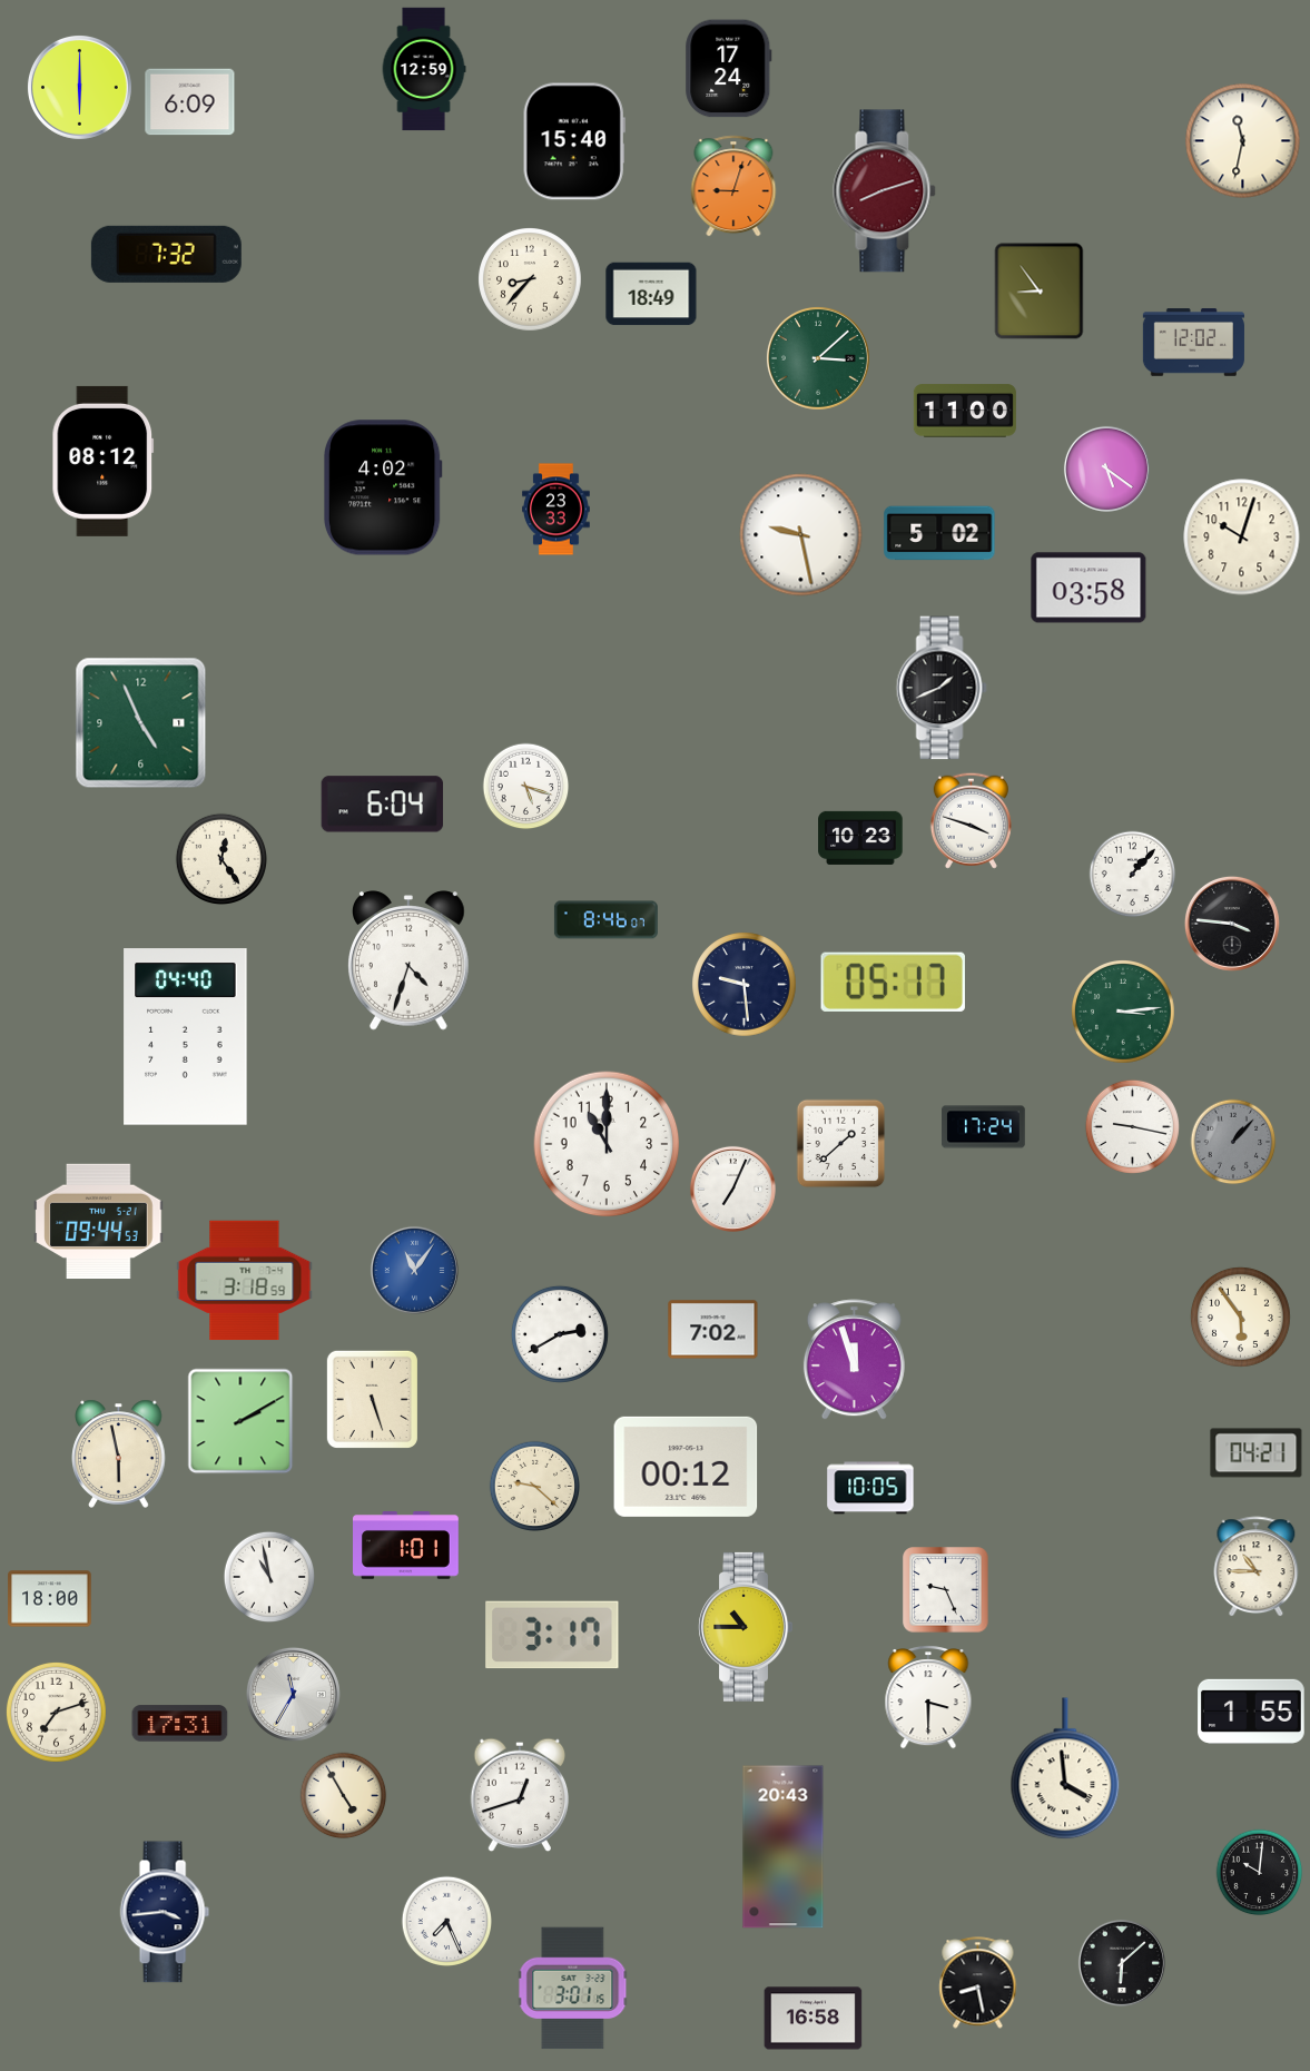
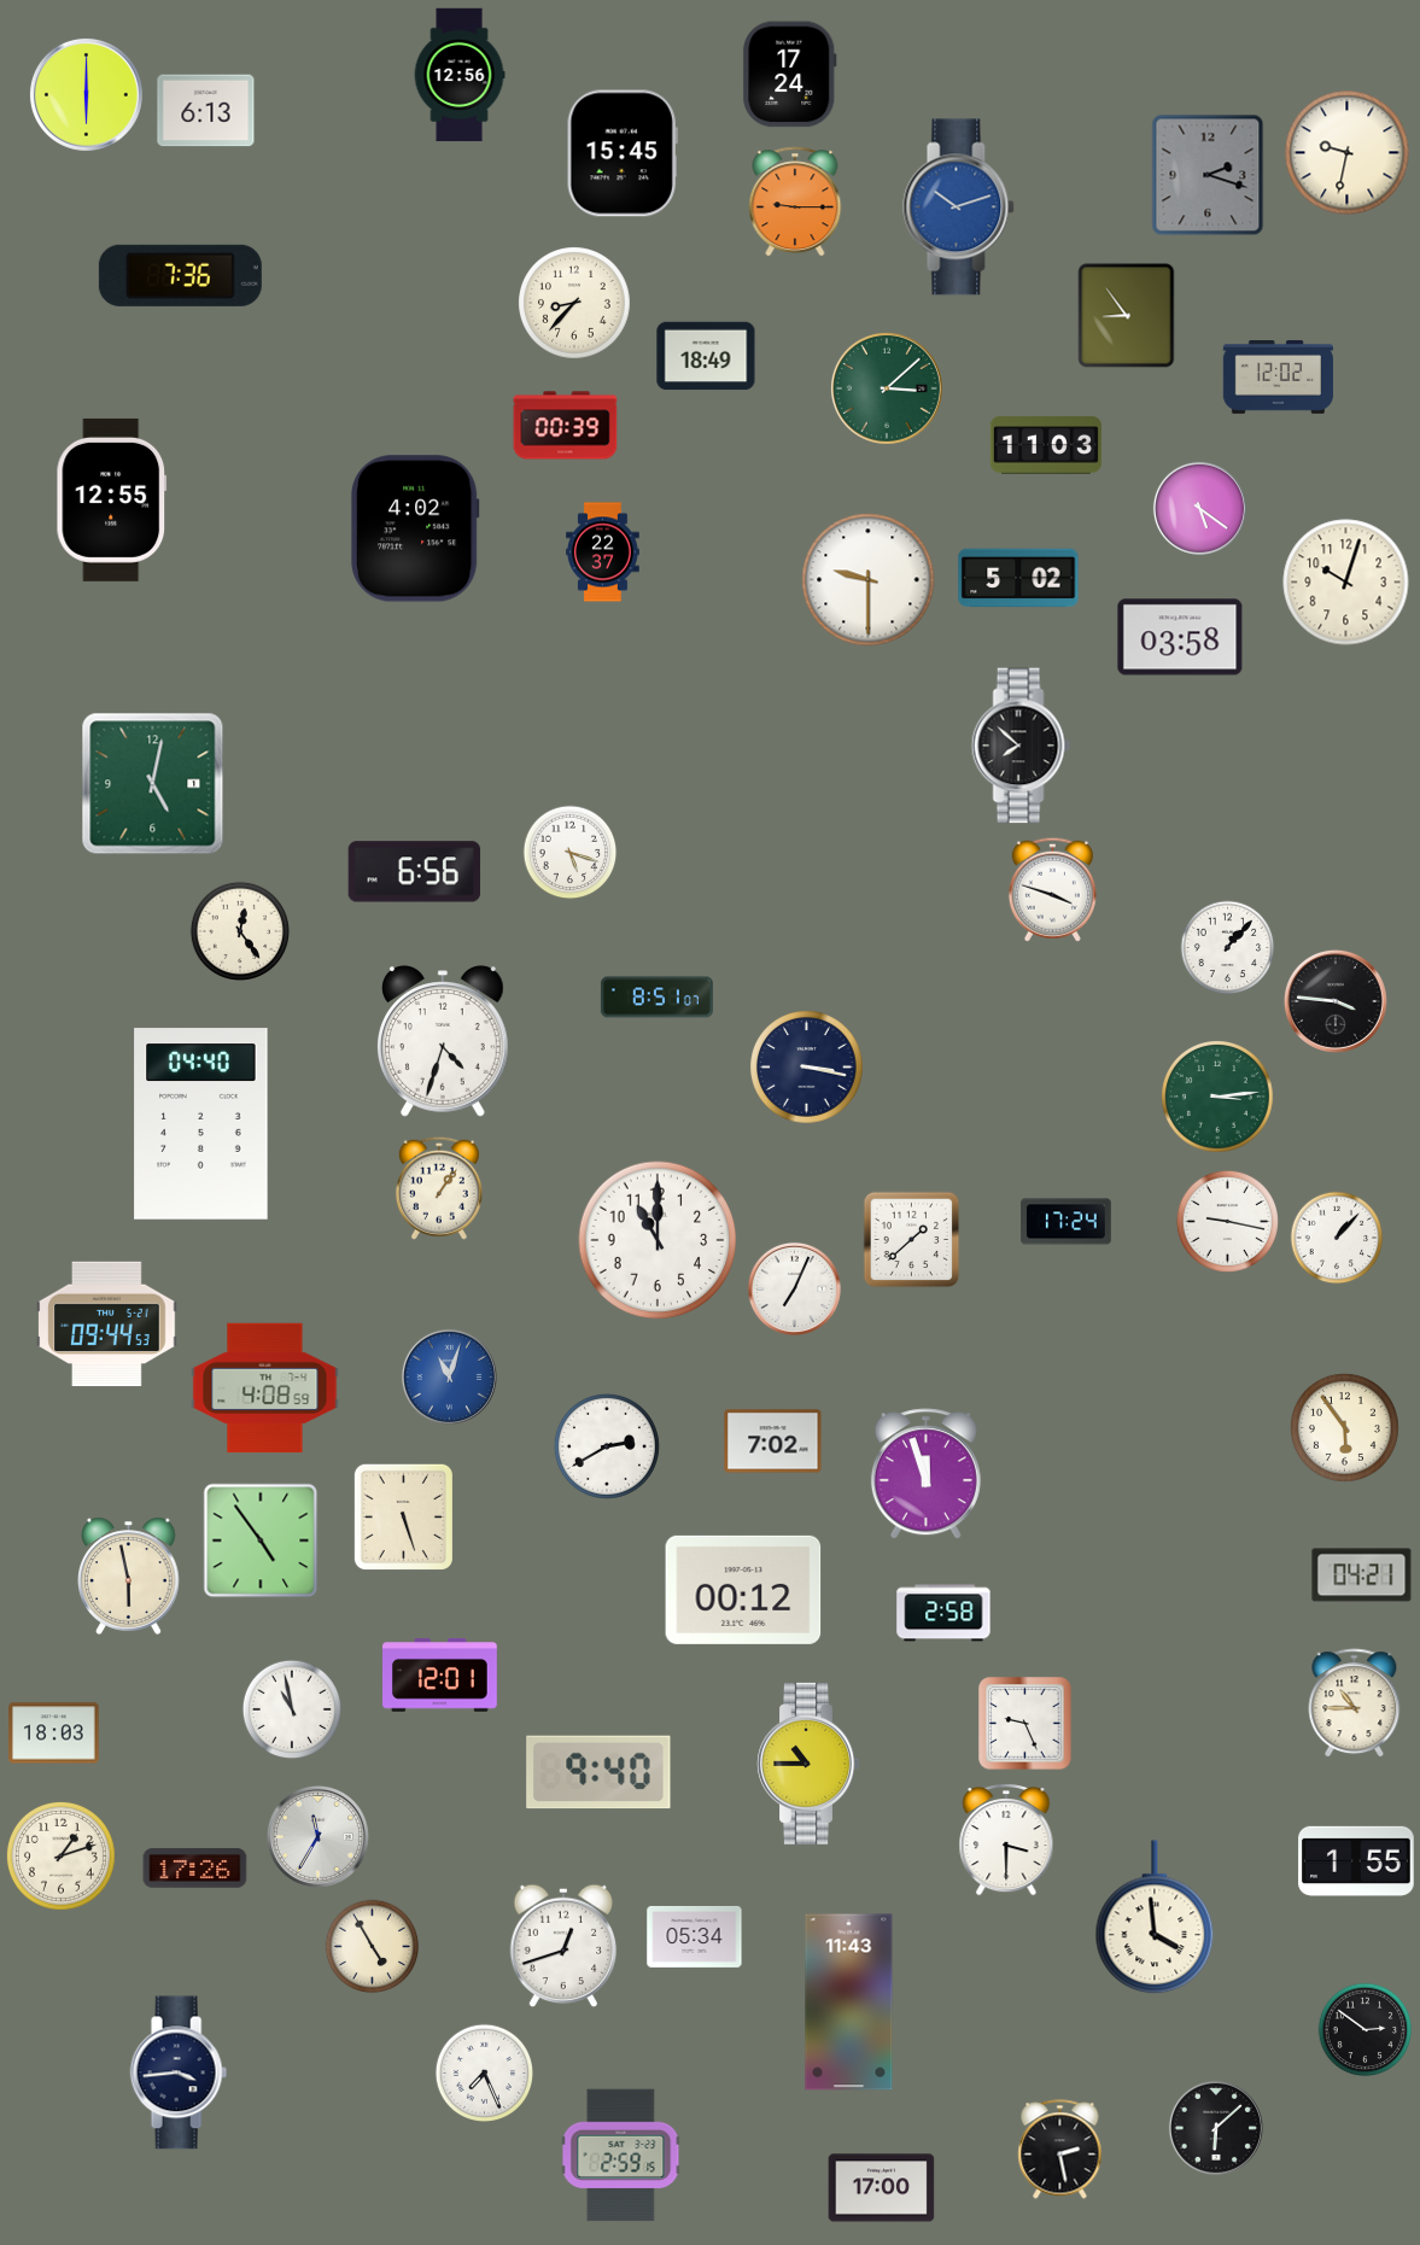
clock at (424, 69): 12:59 -> 12:56
clock at (190, 102): 6:09 -> 6:13
clock at (574, 141): 15:40 -> 15:45
clock at (1243, 141): 11:32 -> 9:32
clock at (1208, 175): none -> 2:18
clock at (733, 186): 9:03 -> 9:15
clock at (885, 191): 8:12 -> 10:12
clock at (885, 191) dial: burgundy -> blue
clock at (166, 254): 7:32 -> 7:36
clock at (651, 294) position: (651, 294) -> (706, 356)
clock at (1193, 343) position: (1193, 343) -> (1278, 378)
clock at (566, 426): none -> 00:39
clock at (965, 411): 11:00 -> 11:03
clock at (104, 461): 08:12 -> 12:55
clock at (556, 510): 23:33 -> 22:37
clock at (801, 535): 9:28 -> 9:30
clock at (942, 688): 1:41 -> 7:52
clock at (141, 723): 4:56 -> 5:02
clock at (383, 805): 6:04 -> 6:56
clock at (860, 838): 10:23 -> none
clock at (605, 920): 8:46 -> 8:51
clock at (893, 982): 05:17 -> none
clock at (745, 985): 9:29 -> 3:17
clock at (439, 1188): none -> 1:06
clock at (1233, 1142) dial: grey -> white
clock at (414, 1270): 11:06 -> 11:03
clock at (245, 1281): 3:18 -> 4:08
clock at (240, 1421): 2:10 -> 4:54
clock at (534, 1486): 9:22 -> none
clock at (870, 1488): 10:05 -> 2:58
clock at (406, 1546): 1:01 -> 12:01
clock at (1257, 1567) position: (1257, 1567) -> (1355, 1703)
clock at (50, 1599): 18:00 -> 18:03
clock at (552, 1635): 3:17 -> 9:40
clock at (1251, 1710) position: (1251, 1710) -> (1356, 1860)
clock at (56, 1712): 7:12 -> 1:12
clock at (180, 1724): 17:31 -> 17:26
clock at (695, 1936): none -> 05:34
clock at (784, 1847): 20:43 -> 11:43
clock at (1260, 1873): 10:01 -> 2:51
clock at (446, 1921) position: (446, 1921) -> (484, 2072)
clock at (978, 1983): 8:28 -> 2:28
clock at (573, 1989): 3:01 -> 2:59
clock at (814, 2019): 16:58 -> 17:00
